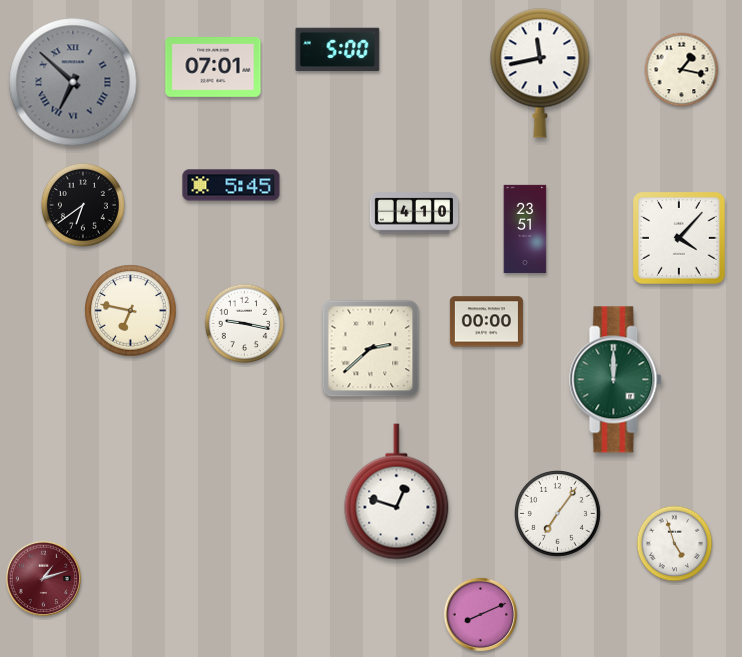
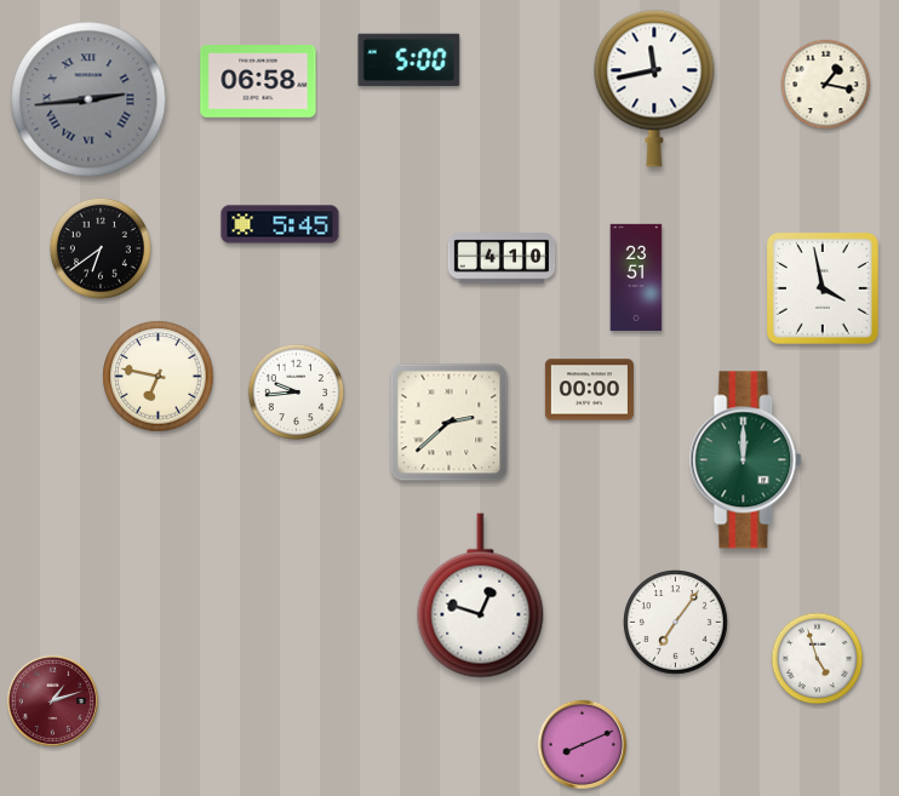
clock at (213, 68): 07:01 -> 06:58
clock at (73, 82): 6:52 -> 2:44
clock at (680, 239): 4:07 -> 3:58
clock at (245, 324): 9:17 -> 9:44
